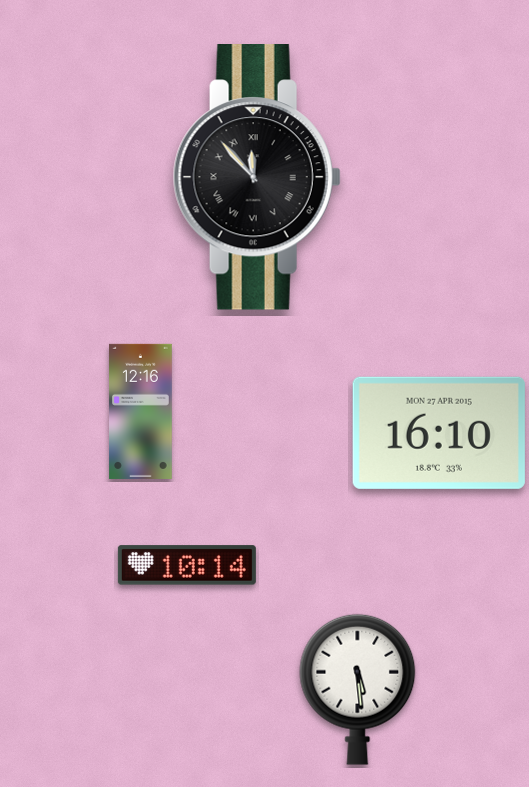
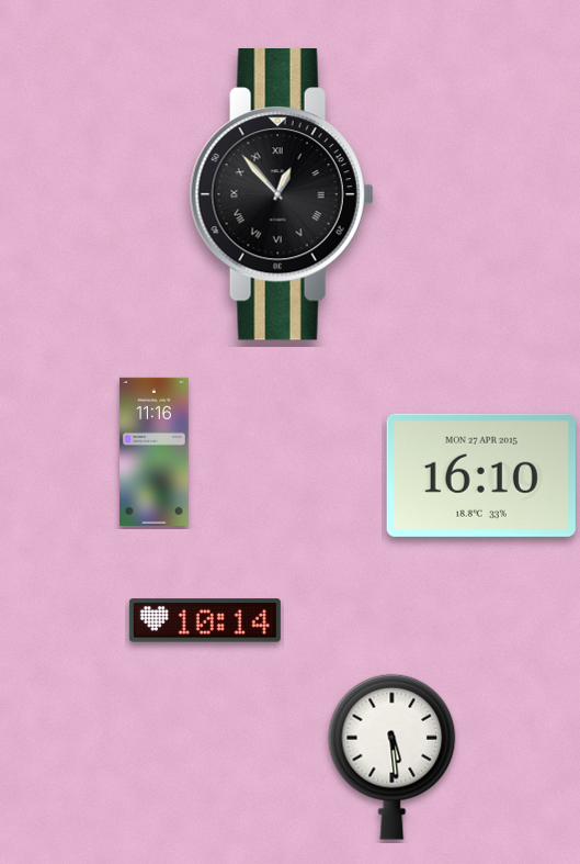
clock at (257, 178): 11:53 -> 12:53
clock at (141, 411): 12:16 -> 11:16
